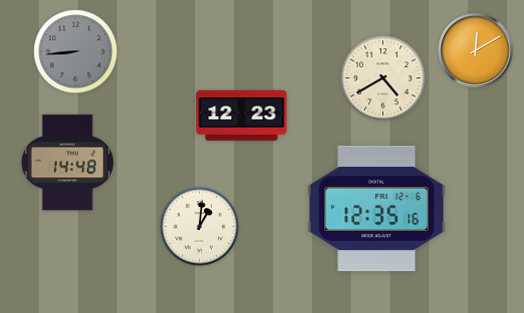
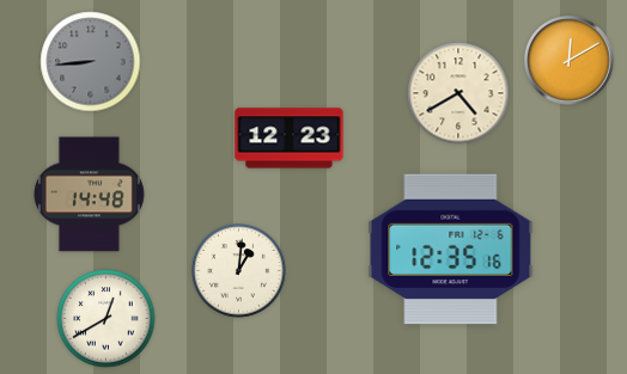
clock at (67, 163) position: (67, 163) -> (89, 195)
clock at (106, 319): none -> 12:40
